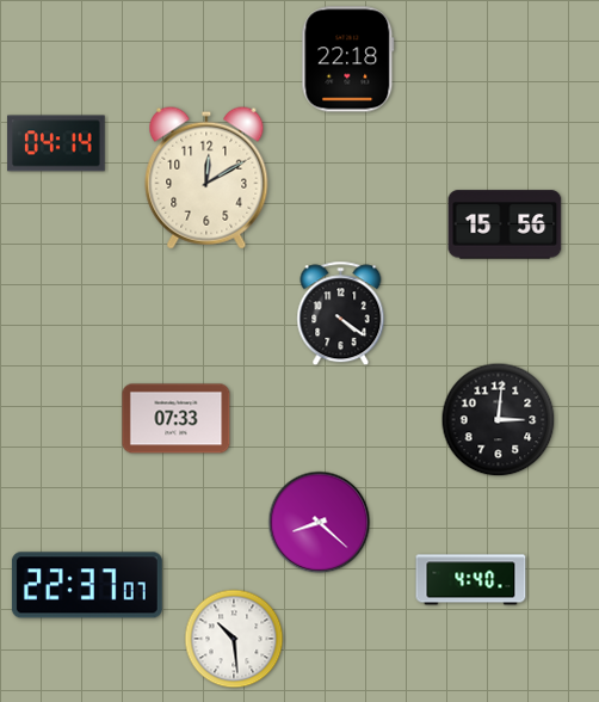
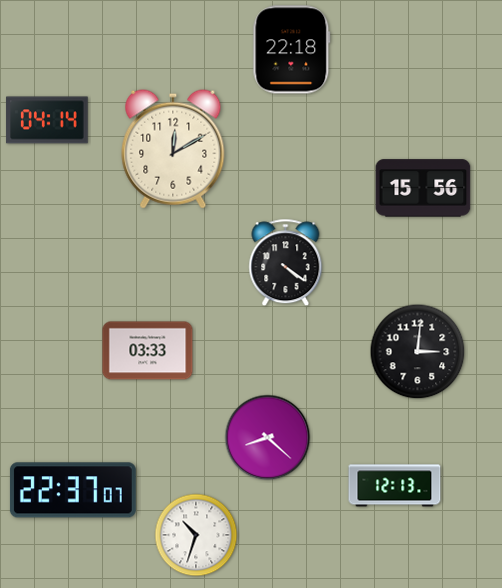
clock at (177, 419): 07:33 -> 03:33
clock at (471, 580): 4:40 -> 12:13
clock at (234, 639): 10:29 -> 10:33
